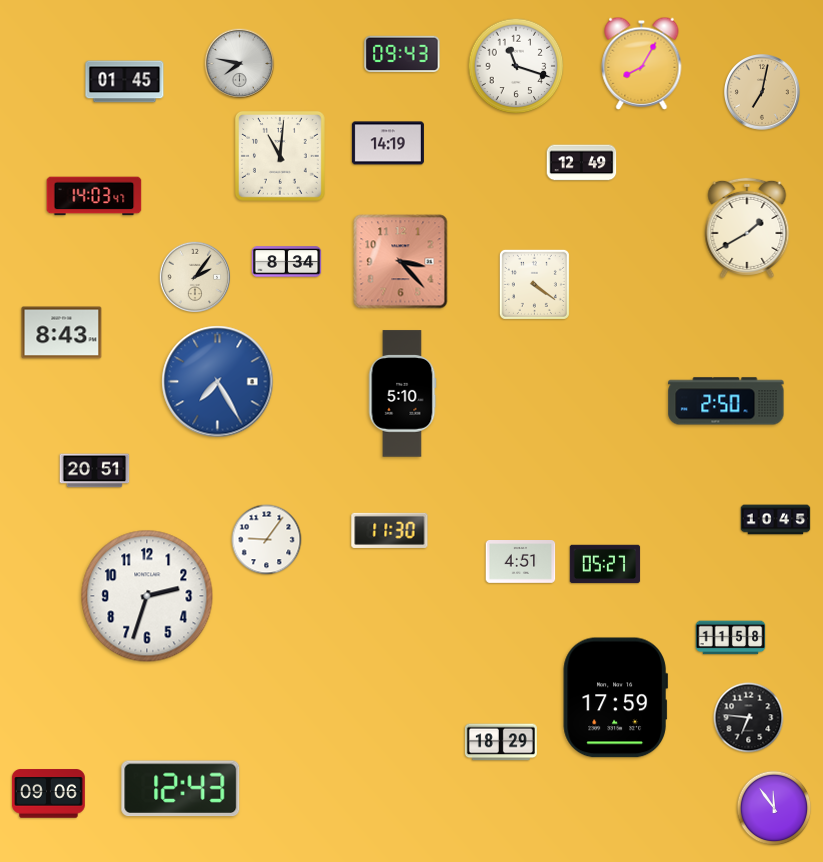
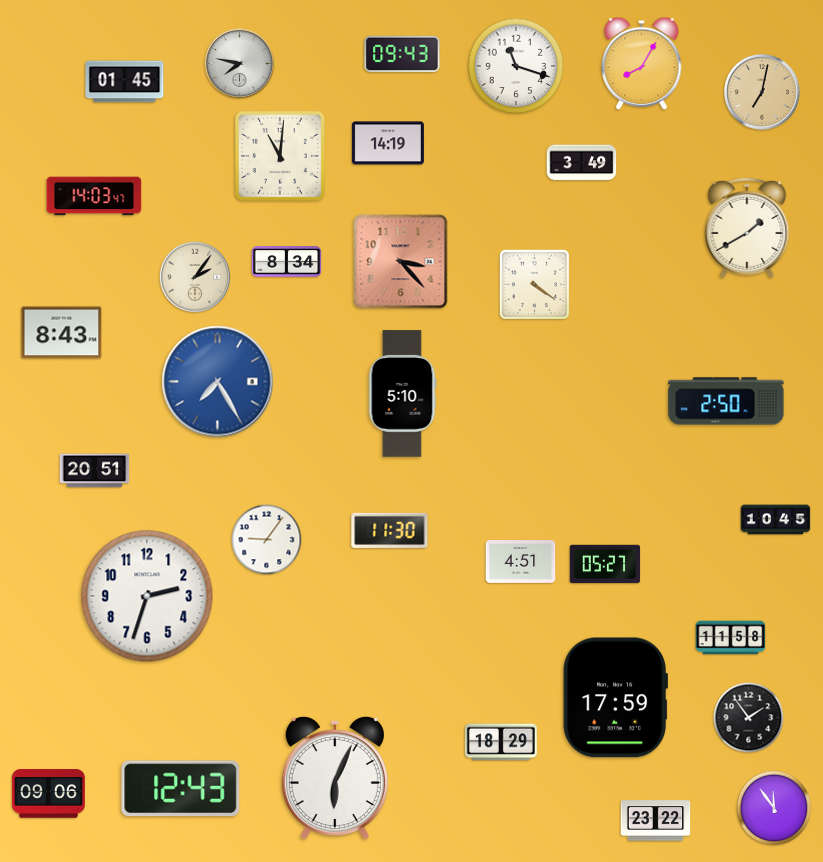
clock at (582, 163): 12:49 -> 3:49
clock at (749, 718): 6:46 -> 1:54
clock at (335, 778): none -> 6:04
clock at (656, 821): none -> 23:22
